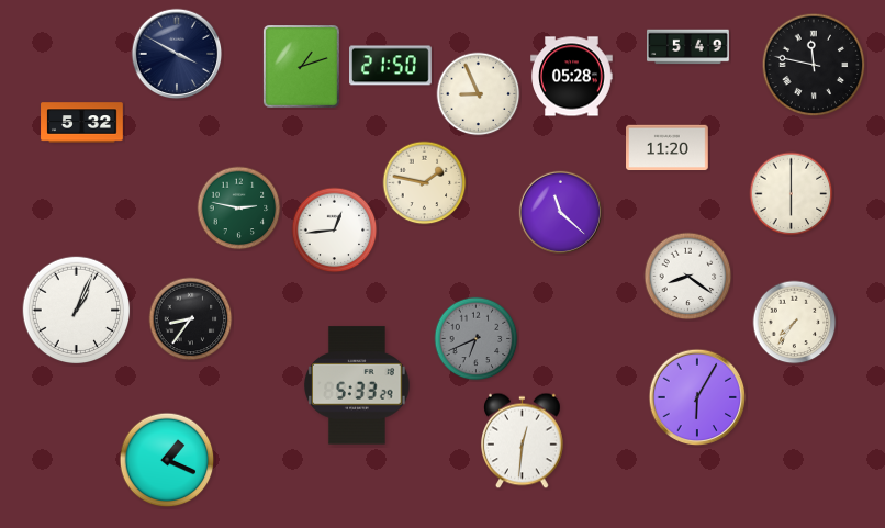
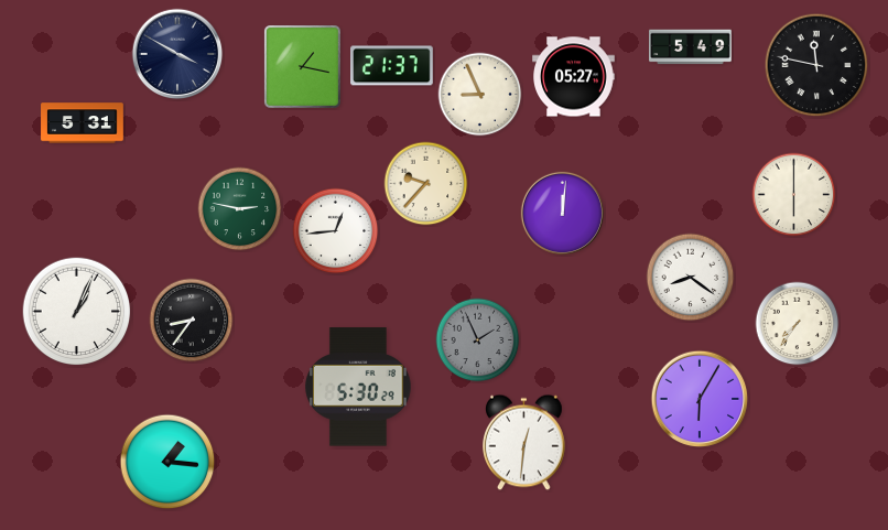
clock at (391, 66): 21:50 -> 21:37
clock at (302, 67): 1:12 -> 1:17
clock at (572, 77): 05:28 -> 05:27
clock at (82, 123): 5:32 -> 5:31
clock at (668, 148): 11:20 -> none
clock at (425, 183): 1:47 -> 9:37
clock at (560, 212): 11:22 -> 12:01
clock at (477, 339): 6:41 -> 1:56
clock at (357, 385): 5:33 -> 5:30
clock at (167, 460): 1:19 -> 1:16
